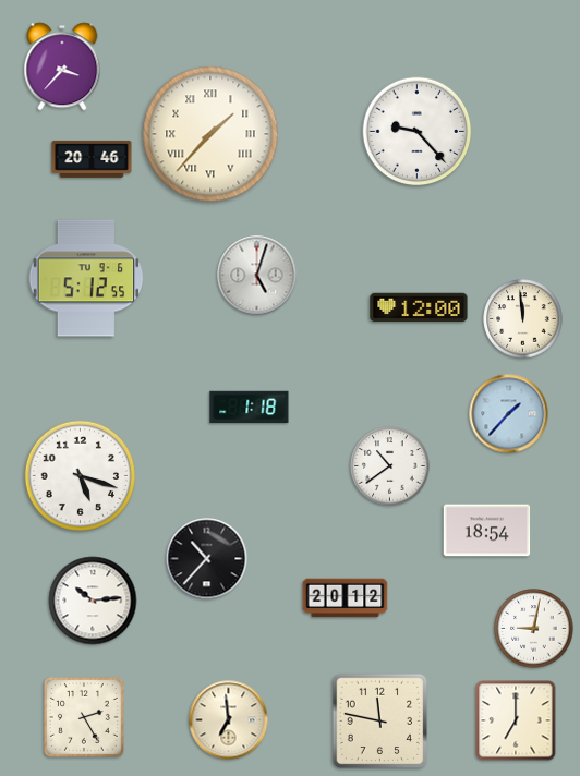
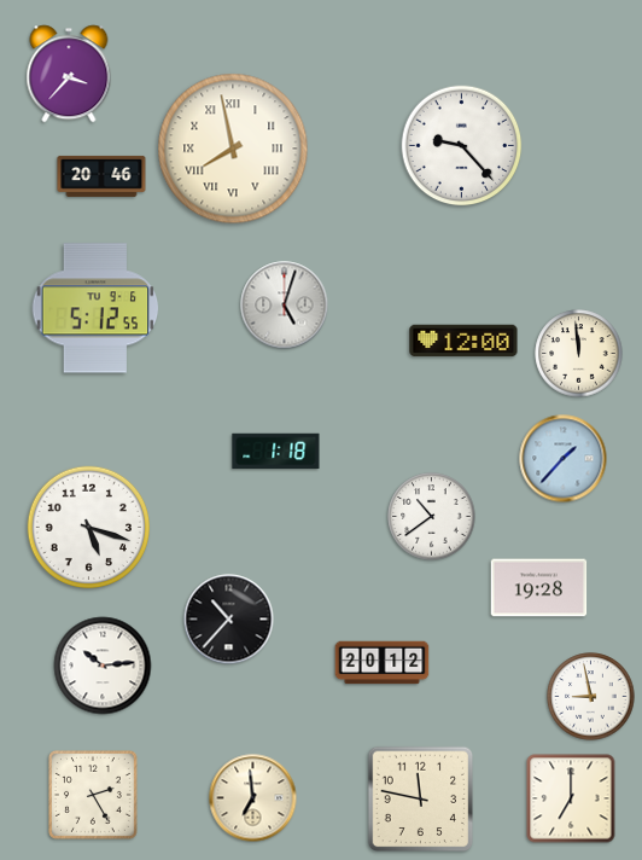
clock at (210, 134): 1:37 -> 7:58
clock at (487, 531): 18:54 -> 19:28
clock at (534, 629): 9:02 -> 8:58
